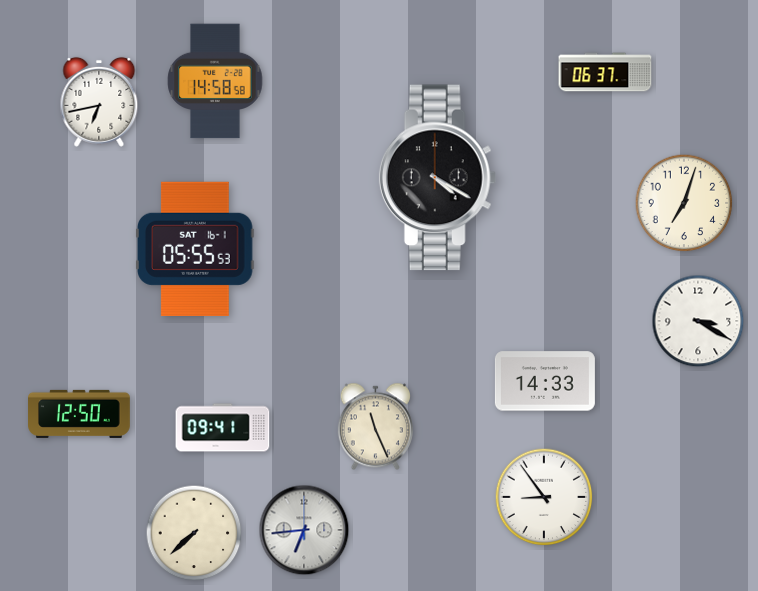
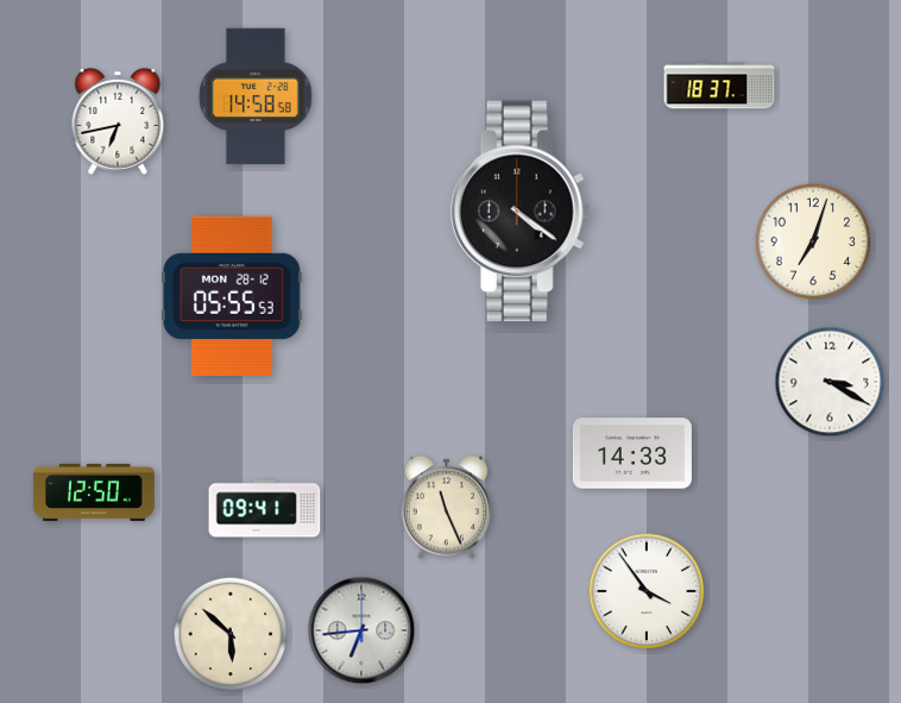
clock at (605, 72): 06:37 -> 18:37
clock at (438, 178): 4:20 -> 4:21
clock at (196, 249) date: SAT 16-1 -> MON 28-12
clock at (545, 381) position: (545, 381) -> (632, 453)
clock at (544, 497): 8:54 -> 3:54
clock at (194, 533): 7:38 -> 5:52
